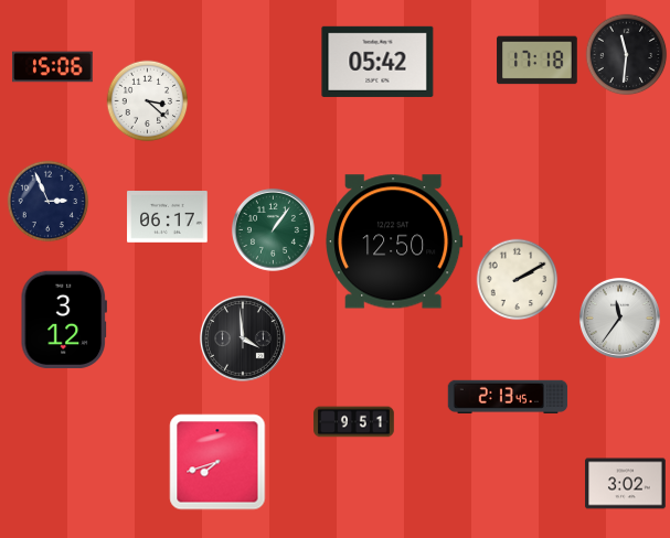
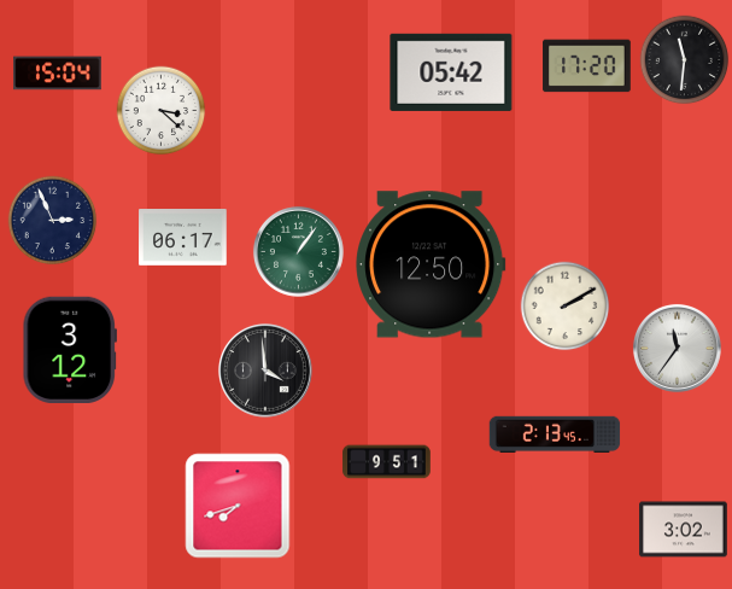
clock at (538, 61): 17:18 -> 17:20
clock at (377, 62) position: (377, 62) -> (451, 72)
clock at (53, 67): 15:06 -> 15:04
